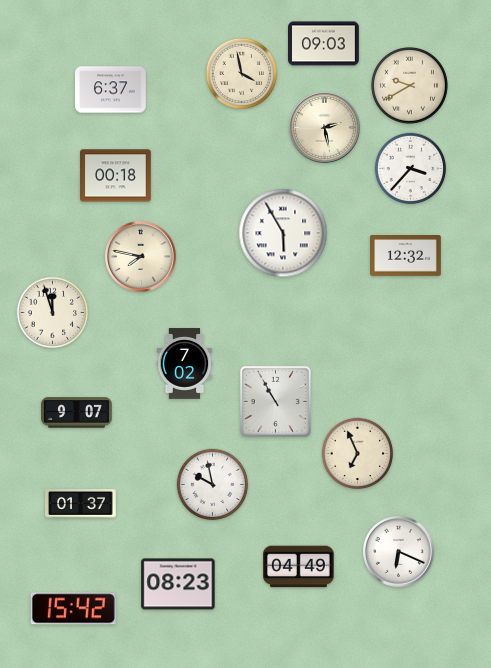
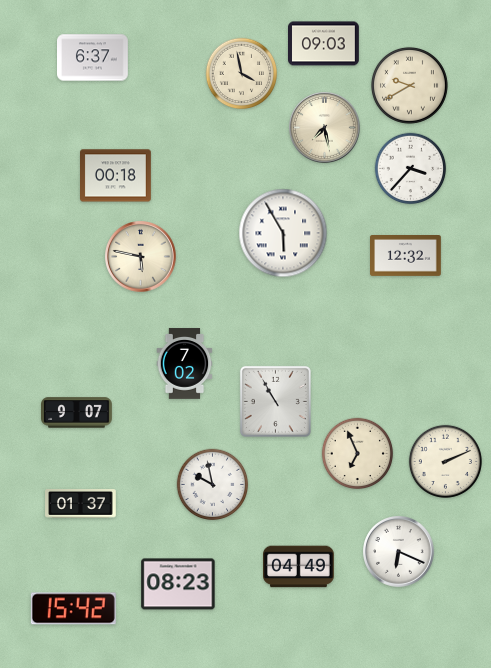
clock at (111, 90) position: (111, 90) -> (93, 58)
clock at (325, 128): 2:28 -> 7:28
clock at (141, 257): 7:47 -> 5:47
clock at (53, 313): 11:57 -> none
clock at (445, 461): none -> 2:11
